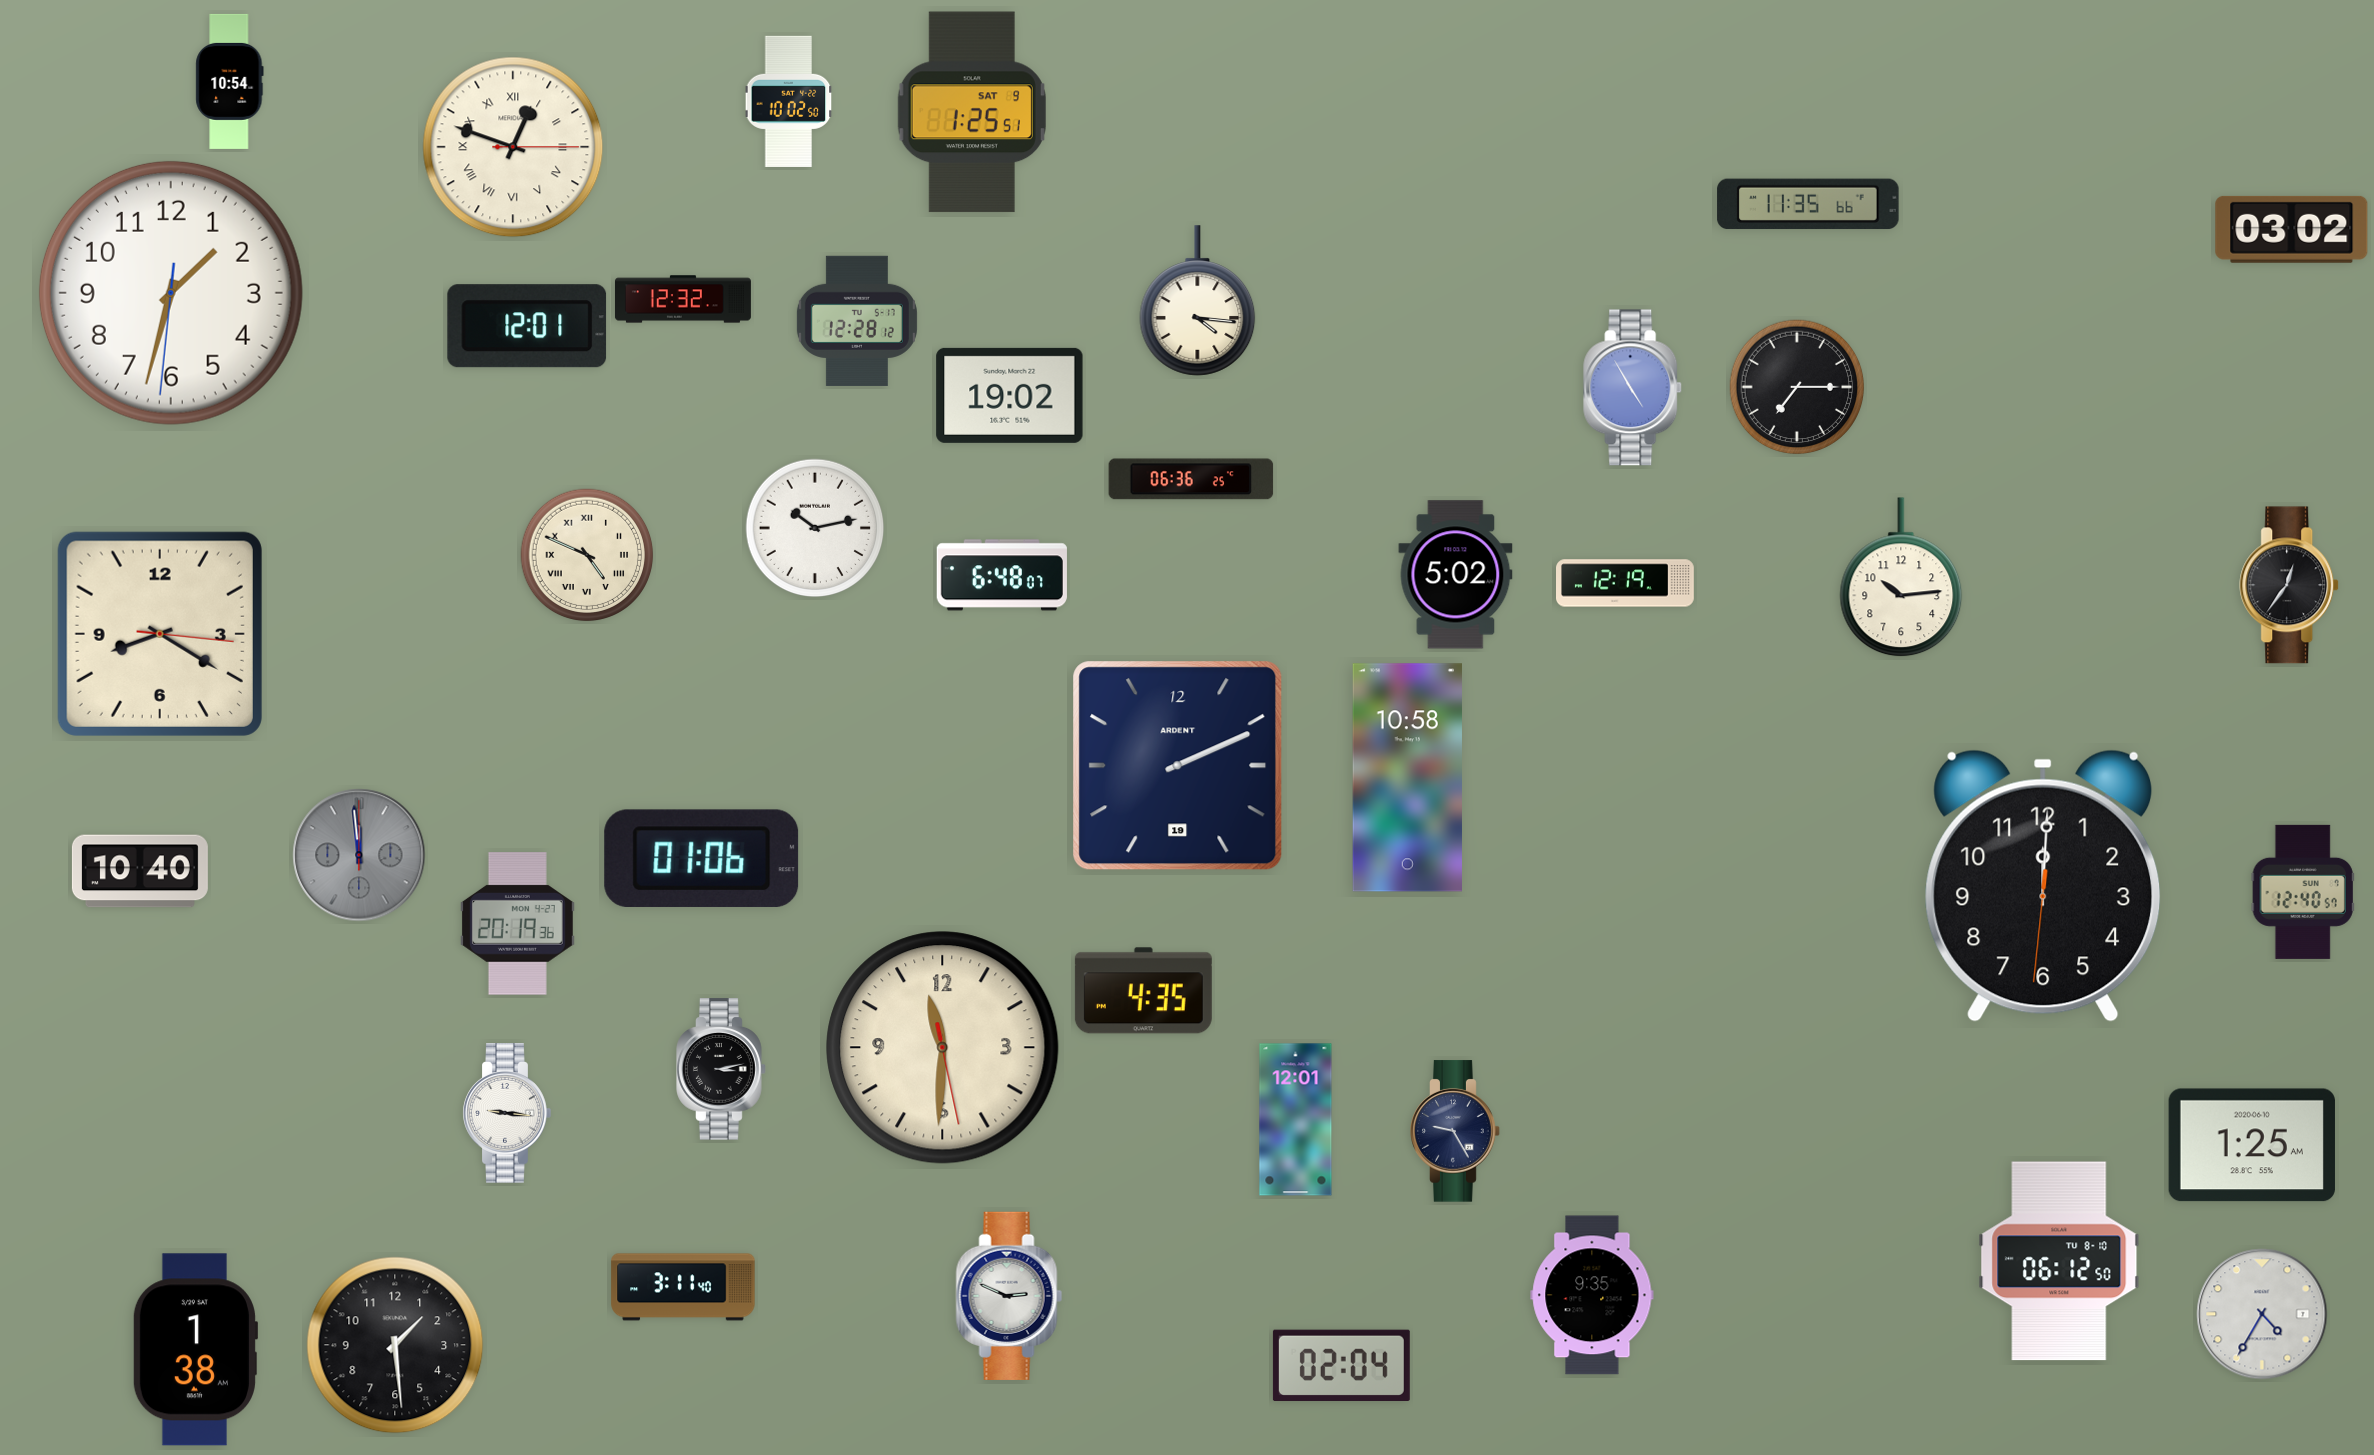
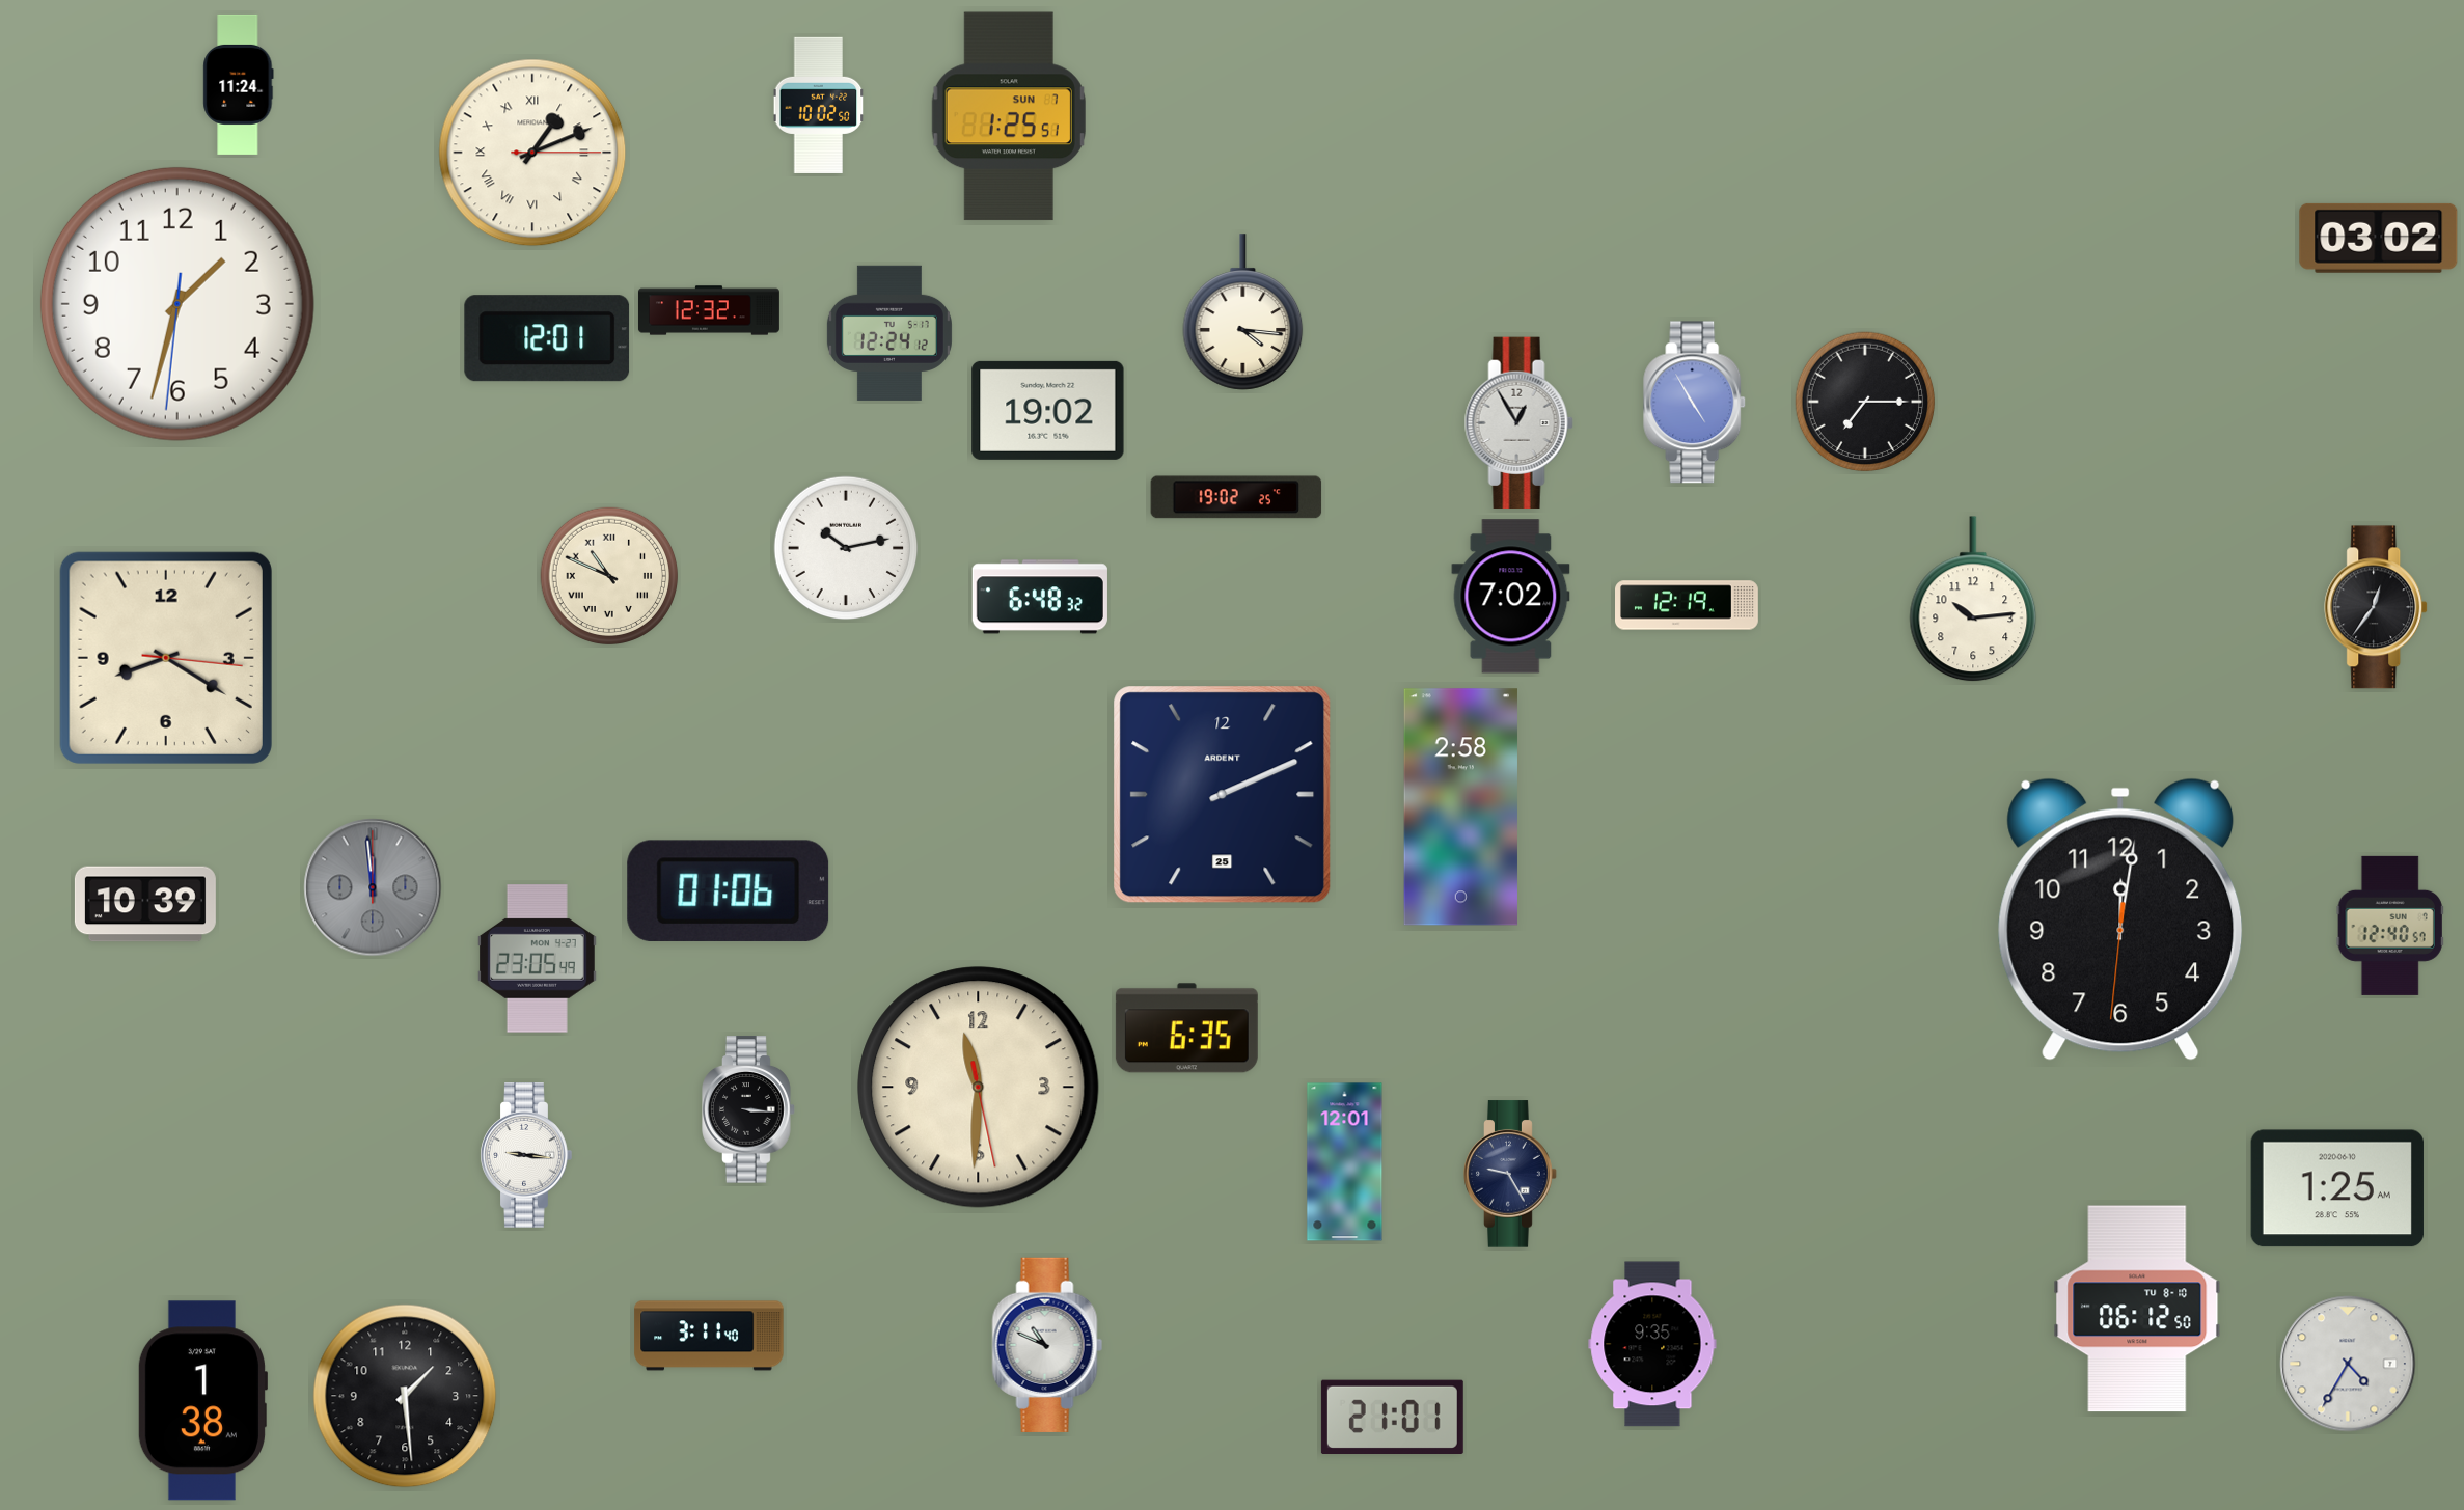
clock at (230, 81): 10:54 -> 11:24
clock at (972, 112) date: SAT 9 -> SUN 7
clock at (513, 147): 12:48 -> 1:11
clock at (1808, 204): 11:35 -> none
clock at (857, 321): 12:28 -> 12:24
clock at (1518, 423): none -> 12:55
clock at (1191, 479): 06:36 -> 19:02
clock at (587, 555): 4:49 -> 10:49
clock at (1002, 575): 6:48:07 -> 6:48:32
clock at (1456, 575): 5:02 -> 7:02
clock at (1178, 766) date: 19 -> 25
clock at (1407, 778): 10:58 -> 2:58
clock at (140, 871): 10:40 -> 10:39
clock at (2043, 886): 12:00 -> 12:01
clock at (517, 924): 20:19 -> 23:05
clock at (1143, 991): 4:35 -> 6:35
clock at (721, 1069): 3:13 -> 3:16
clock at (1009, 1296): 2:49 -> 10:49
clock at (395, 1345) position: (395, 1345) -> (405, 1396)
clock at (1341, 1365): 02:04 -> 21:01
